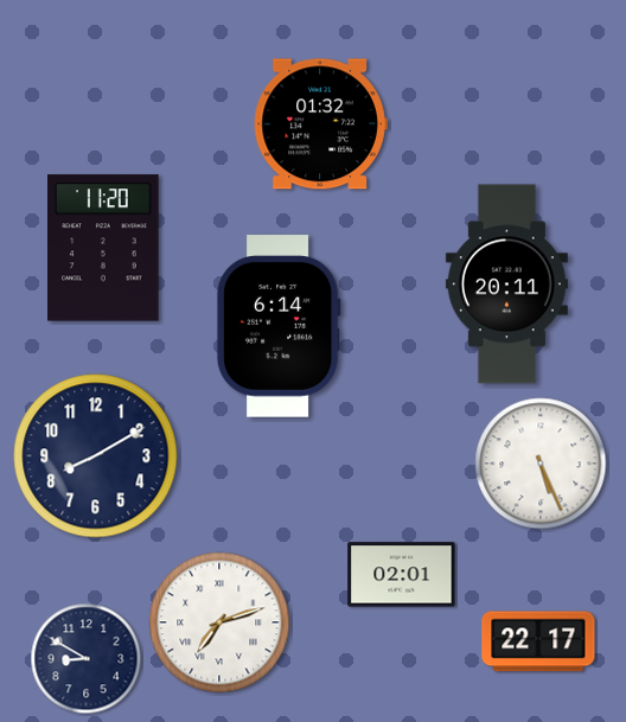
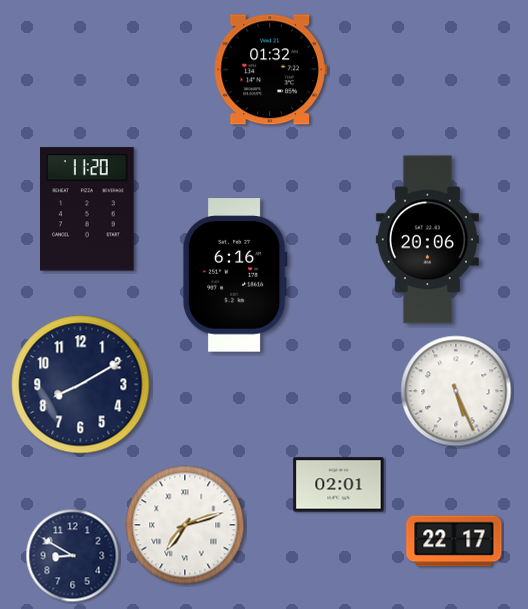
clock at (320, 124) position: (320, 124) -> (270, 70)
clock at (506, 285): 20:11 -> 20:06
clock at (279, 326): 6:14 -> 6:16
